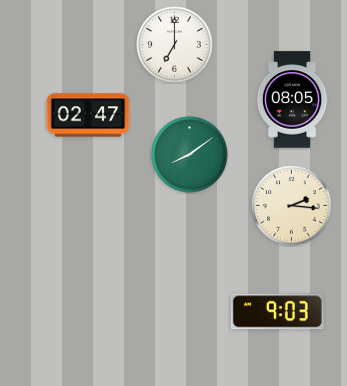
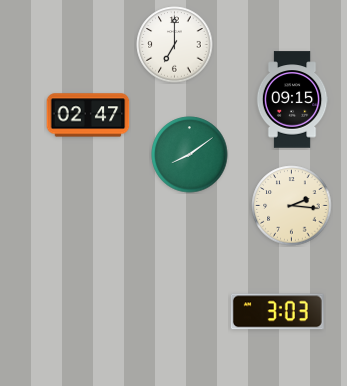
clock at (292, 100): 08:05 -> 09:15
clock at (277, 312): 9:03 -> 3:03
